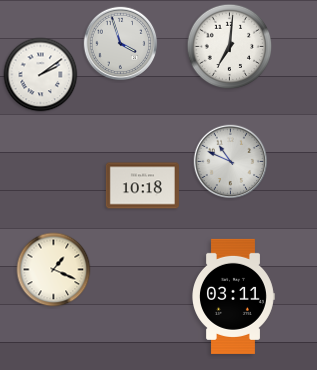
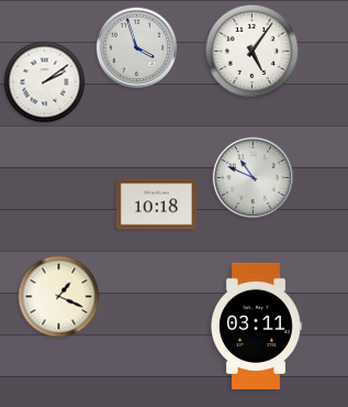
clock at (121, 44) position: (121, 44) -> (137, 48)
clock at (230, 47): 7:01 -> 5:06
